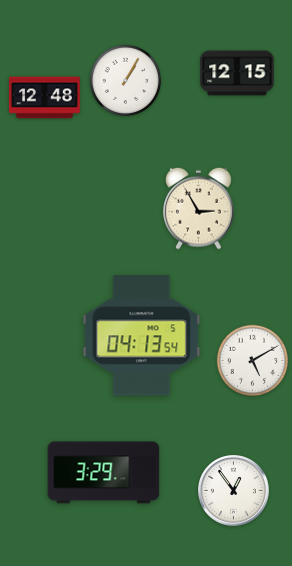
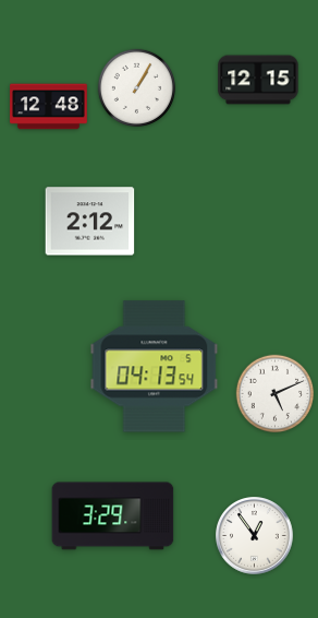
clock at (90, 222): none -> 2:12
clock at (199, 208): 2:55 -> none
clock at (253, 361): 5:10 -> 5:11
